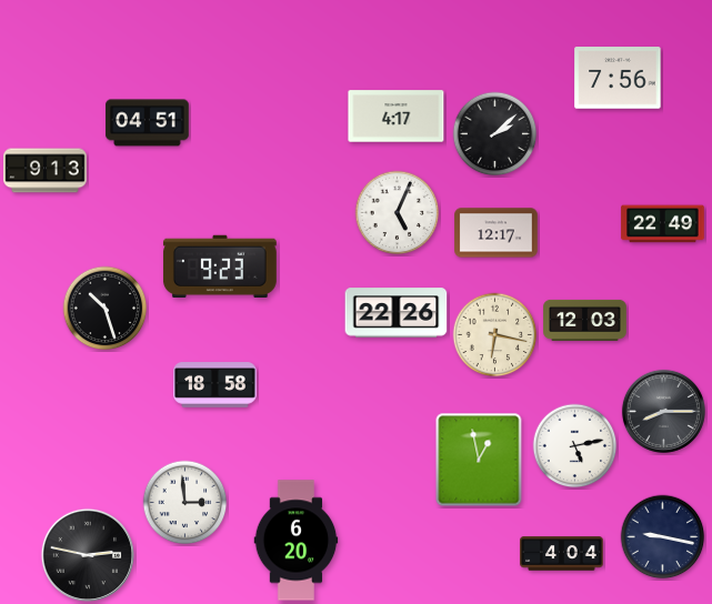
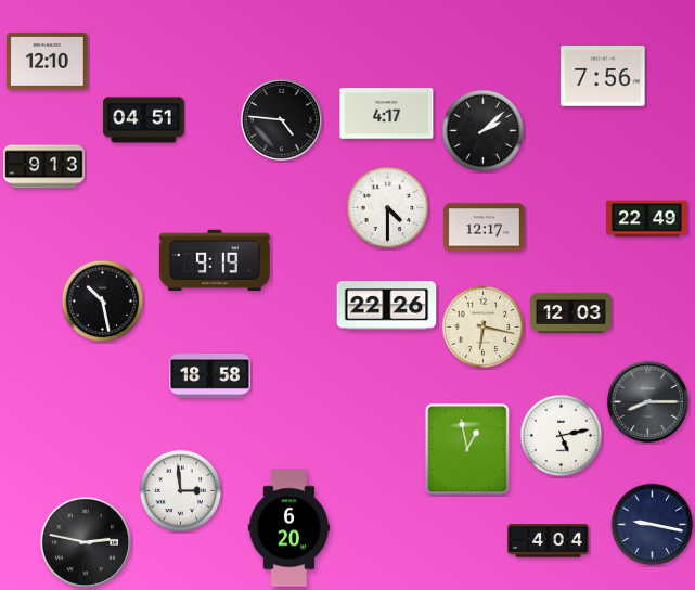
clock at (48, 62): none -> 12:10
clock at (281, 119): none -> 4:46
clock at (398, 213): 5:04 -> 4:30
clock at (220, 265): 9:23 -> 9:19
clock at (106, 309): 10:27 -> 10:28
clock at (663, 537) position: (663, 537) -> (653, 525)
